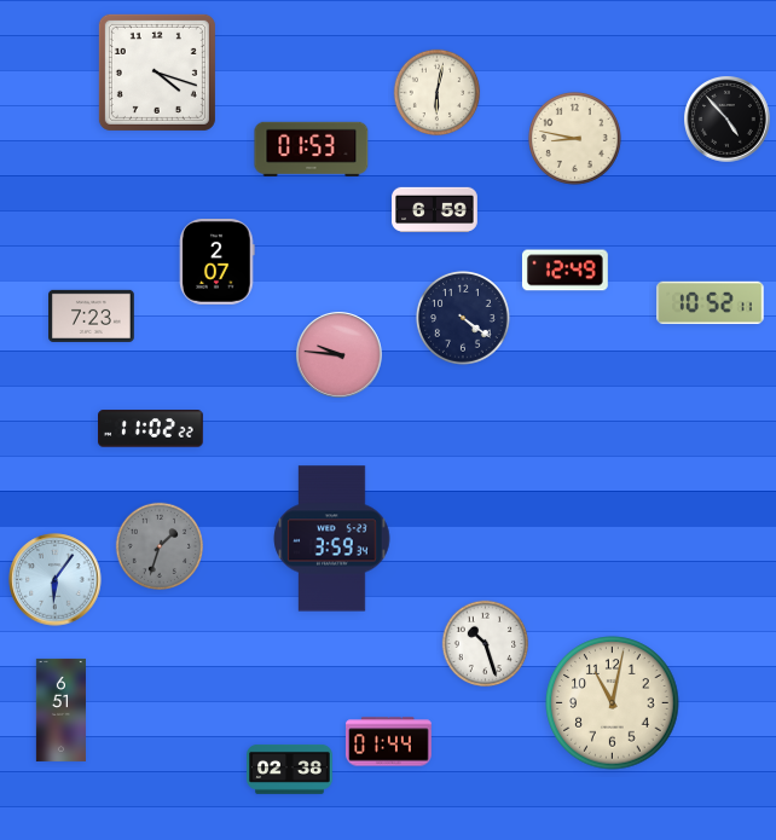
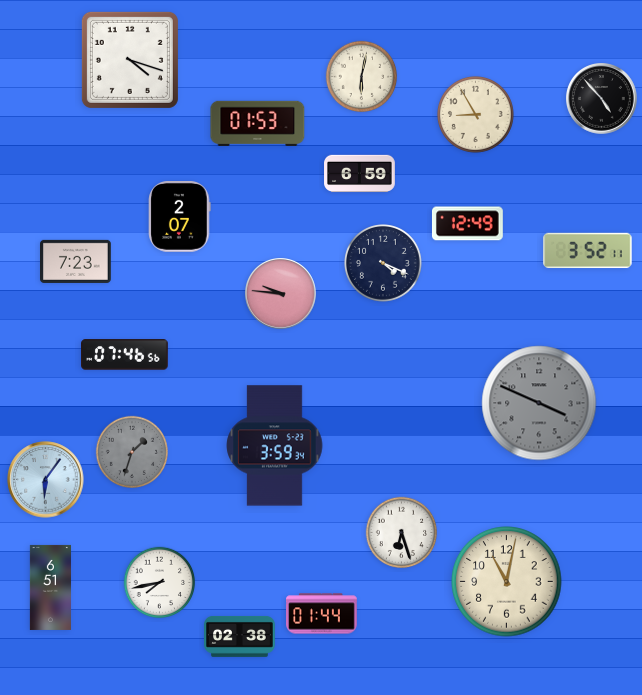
clock at (575, 139): 8:47 -> 8:55
clock at (711, 303): 10:52 -> 3:52
clock at (464, 319): 4:21 -> 4:19
clock at (151, 429): 11:02 -> 07:46
clock at (539, 403): none -> 3:49
clock at (486, 644): 10:27 -> 6:27
clock at (160, 583): none -> 7:43
